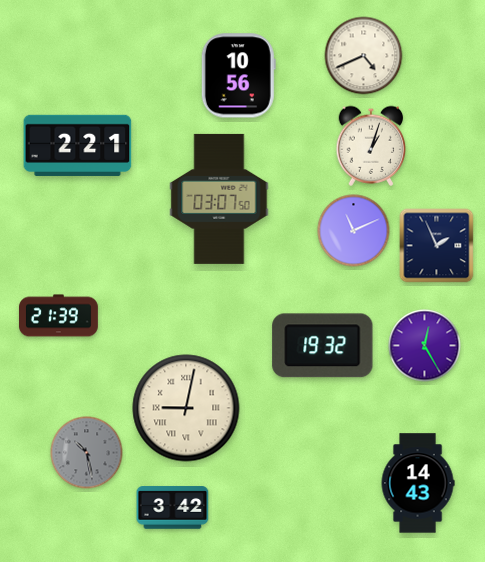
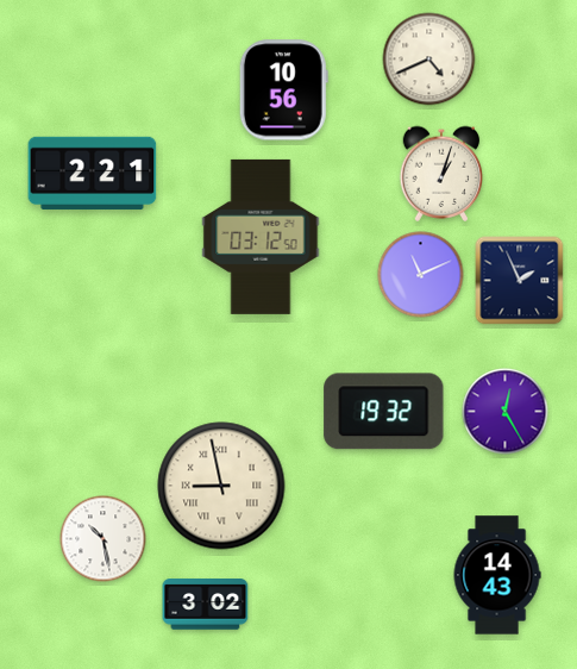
clock at (364, 56) position: (364, 56) -> (429, 60)
clock at (219, 199): 03:07 -> 03:12
clock at (437, 246) position: (437, 246) -> (520, 281)
clock at (59, 316): 21:39 -> none
clock at (186, 408): 9:02 -> 8:58
clock at (87, 453) dial: grey -> white
clock at (173, 508): 3:42 -> 3:02
